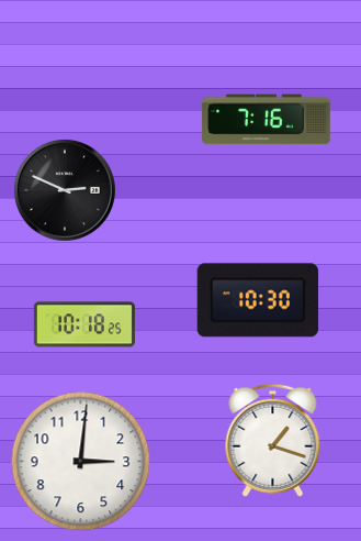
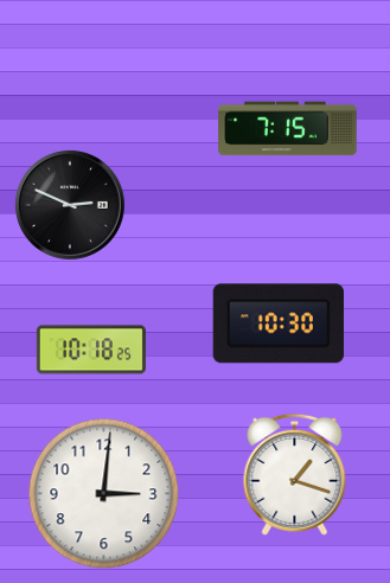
clock at (267, 120): 7:16 -> 7:15
clock at (81, 462) position: (81, 462) -> (104, 494)
